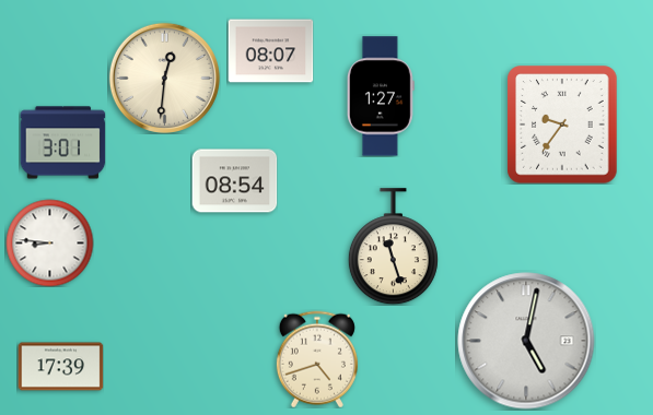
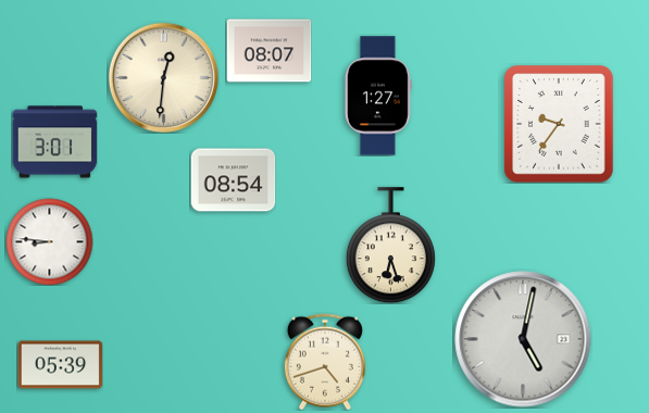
clock at (62, 143) position: (62, 143) -> (54, 142)
clock at (393, 247): 11:27 -> 6:27
clock at (317, 359) position: (317, 359) -> (325, 362)
clock at (60, 367): 17:39 -> 05:39
